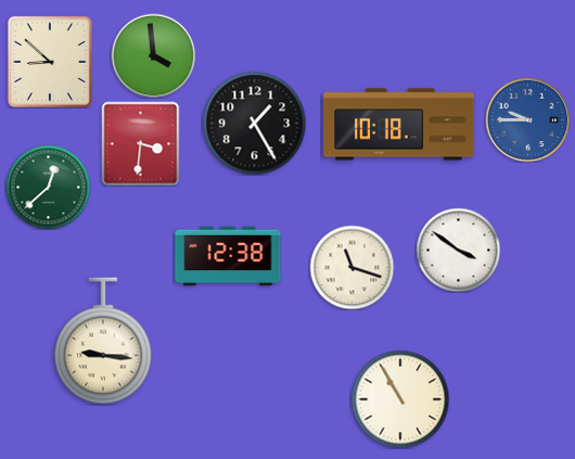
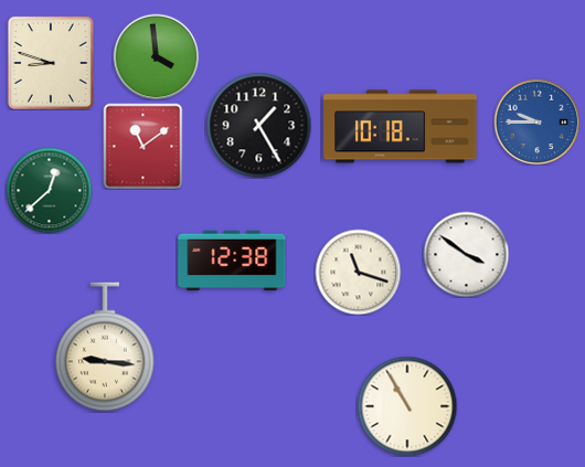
clock at (50, 62): 8:52 -> 8:48
clock at (399, 125) position: (399, 125) -> (401, 127)
clock at (141, 143): 3:31 -> 11:09
